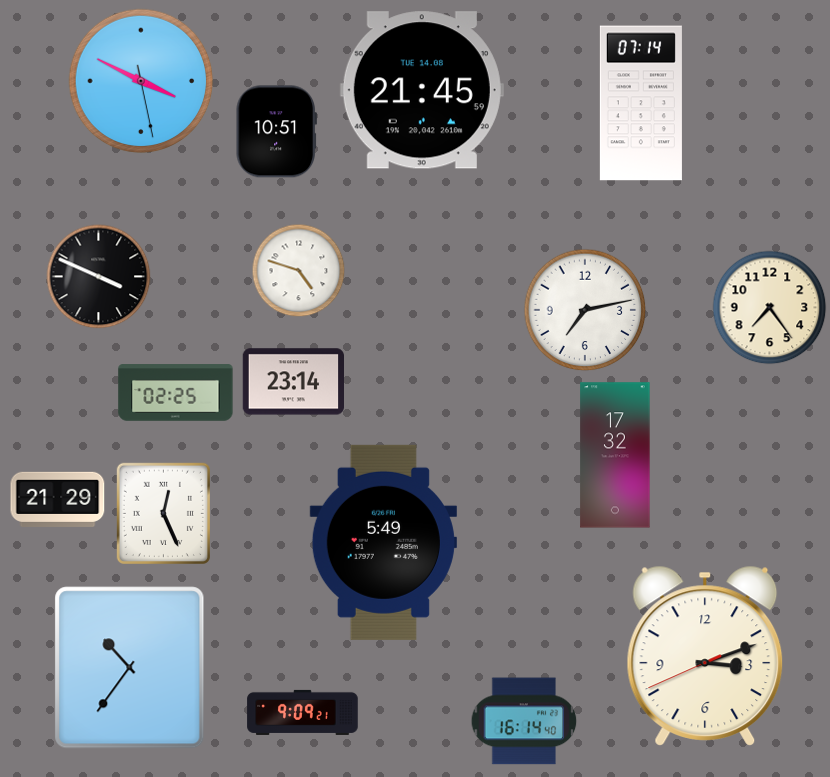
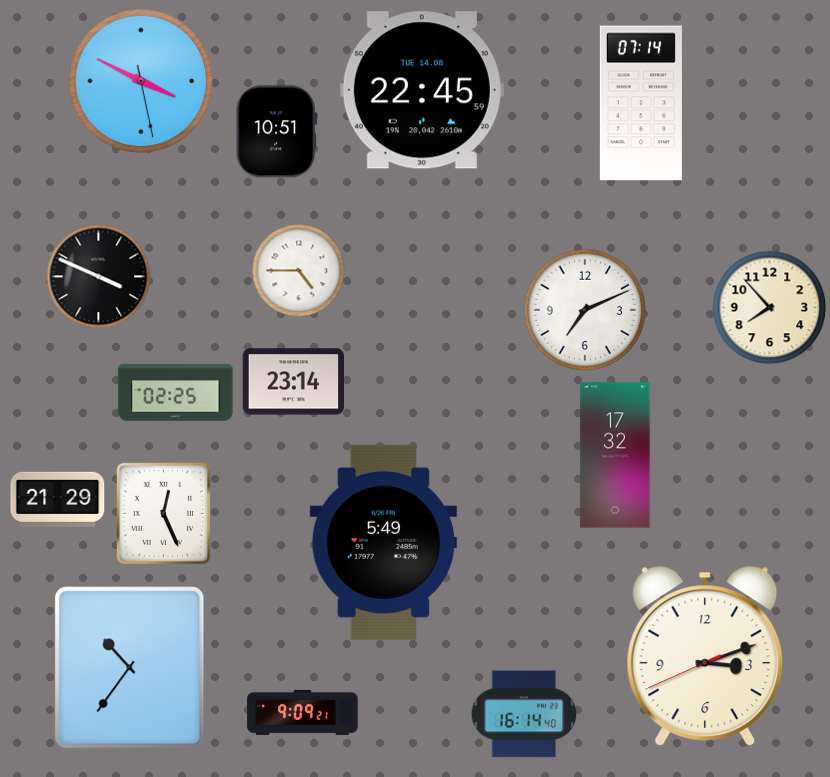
clock at (422, 90): 21:45 -> 22:45
clock at (299, 271): 4:48 -> 4:45
clock at (770, 308): 7:24 -> 7:53
clock at (585, 310): 7:13 -> 7:11
clock at (524, 721) position: (524, 721) -> (524, 714)
